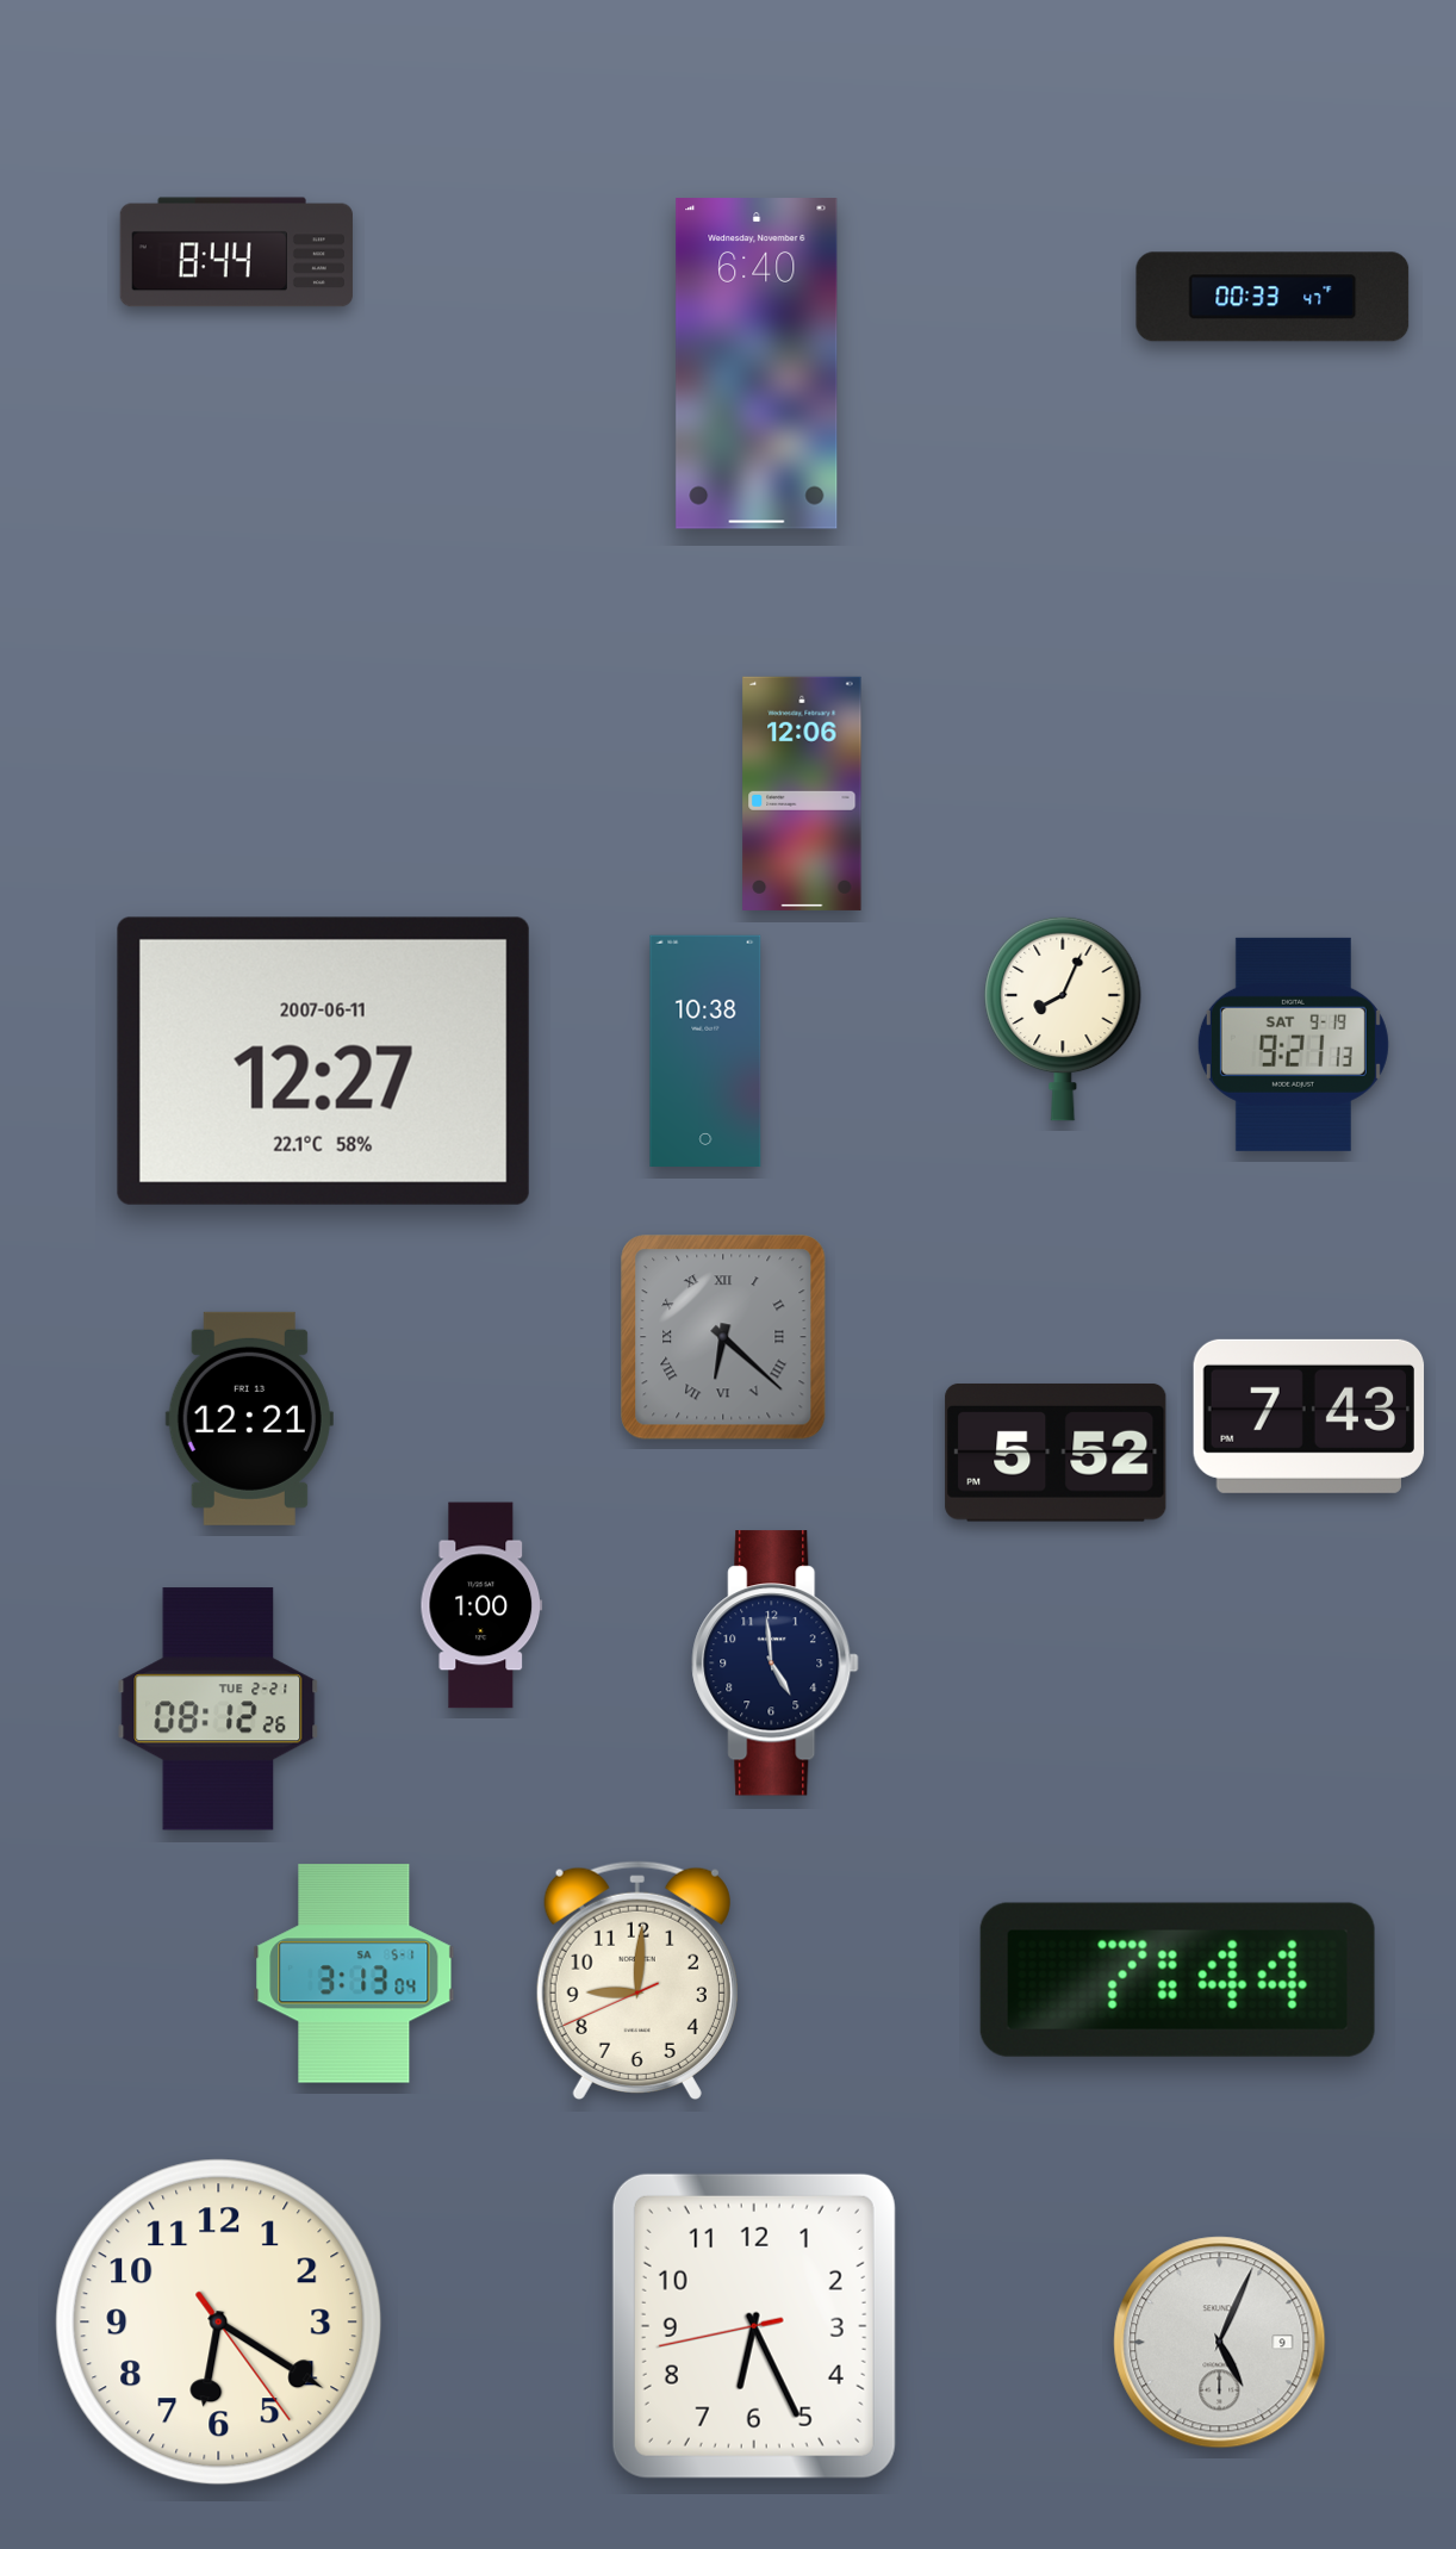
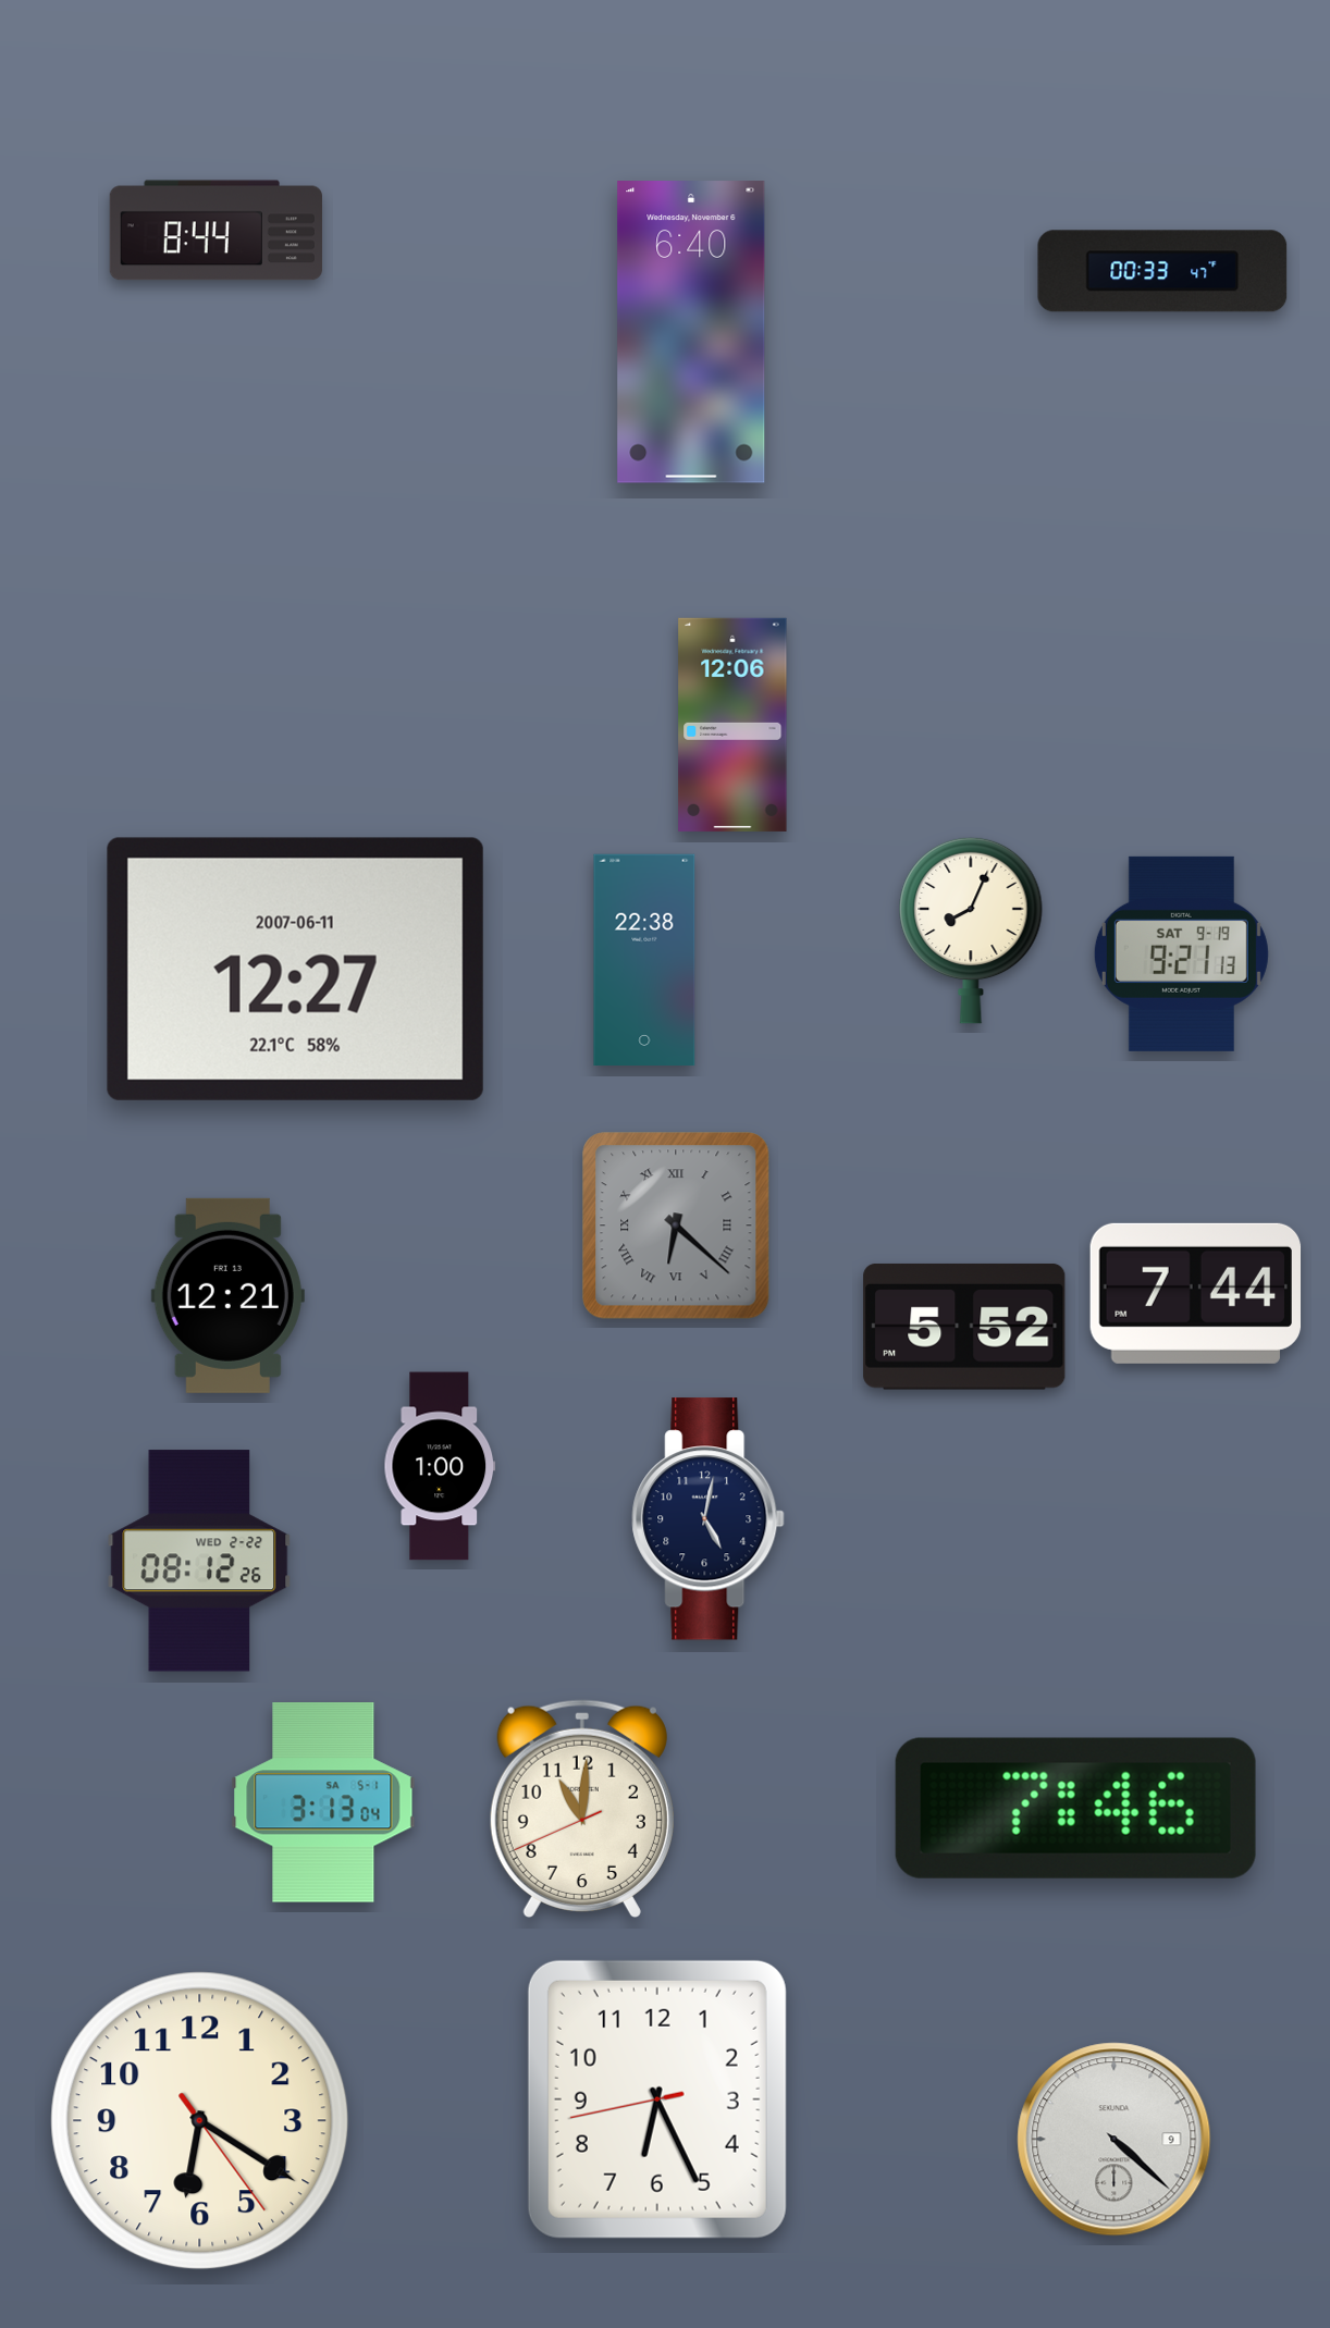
clock at (705, 1051): 10:38 -> 22:38
clock at (723, 1337) position: (723, 1337) -> (676, 1225)
clock at (1309, 1416): 7:43 -> 7:44
clock at (776, 1664): 4:59 -> 5:02
clock at (218, 1709) date: TUE 2-21 -> WED 2-22
clock at (1177, 1979): 7:44 -> 7:46
clock at (637, 1981): 9:00 -> 11:00
clock at (754, 2326) position: (754, 2326) -> (657, 2099)
clock at (1220, 2343): 5:04 -> 4:22
